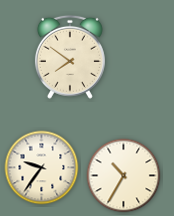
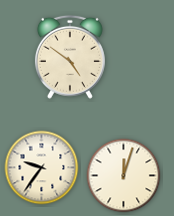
clock at (70, 57): 7:51 -> 4:51
clock at (124, 176): 10:35 -> 12:03
